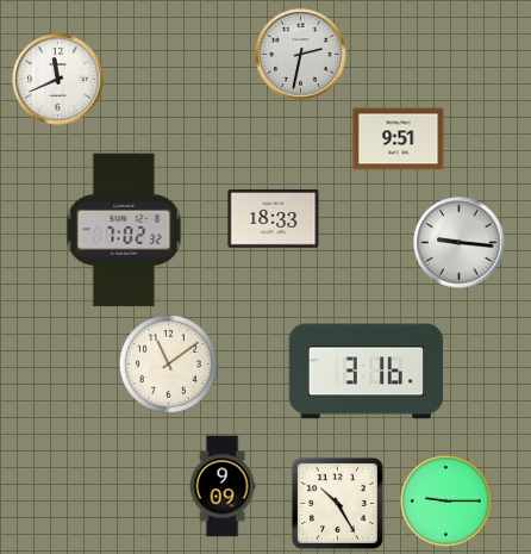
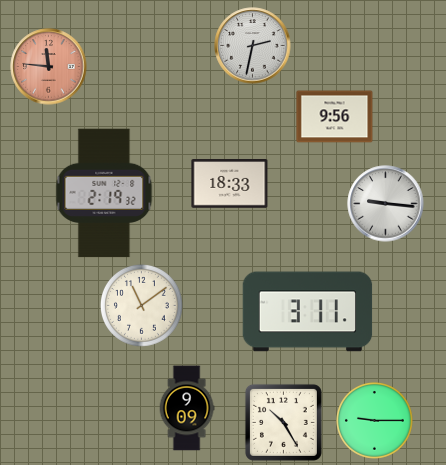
clock at (58, 80): 11:41 -> 11:46
clock at (58, 80) dial: white -> salmon
clock at (399, 139): 9:51 -> 9:56
clock at (124, 230): 7:02 -> 2:19
clock at (367, 372): 3:16 -> 3:11
